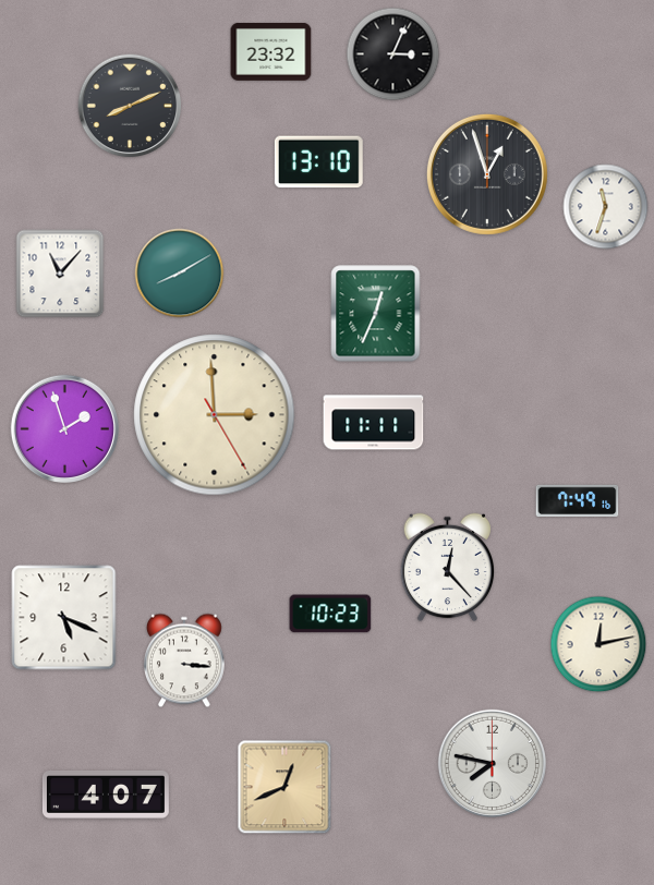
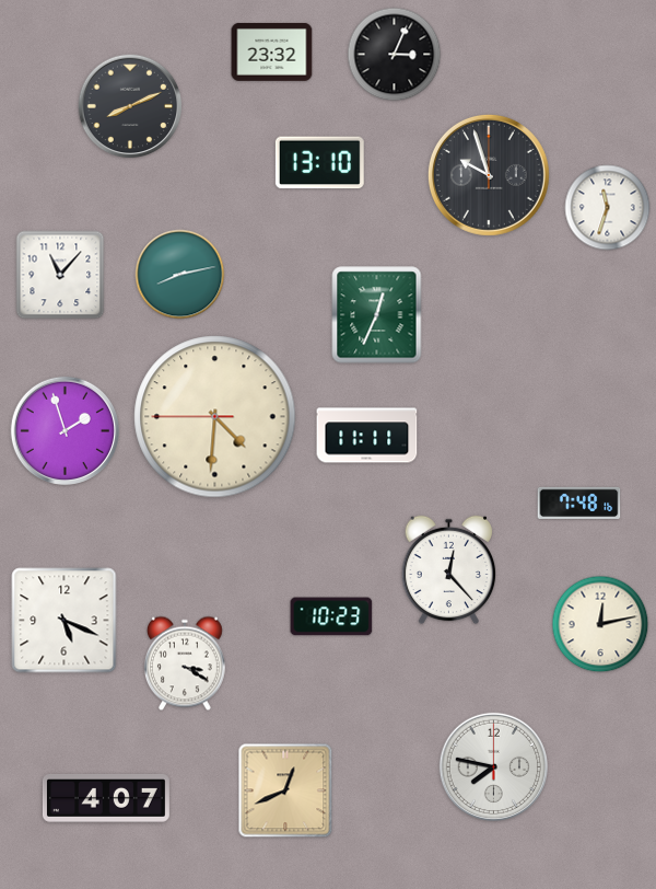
clock at (487, 174): 12:57 -> 9:57
clock at (180, 274): 8:10 -> 8:13
clock at (215, 415): 2:59 -> 4:30
clock at (374, 423) position: (374, 423) -> (367, 436)
clock at (578, 500): 7:49 -> 7:48
clock at (598, 644) position: (598, 644) -> (600, 624)
clock at (184, 660): 3:16 -> 3:20
